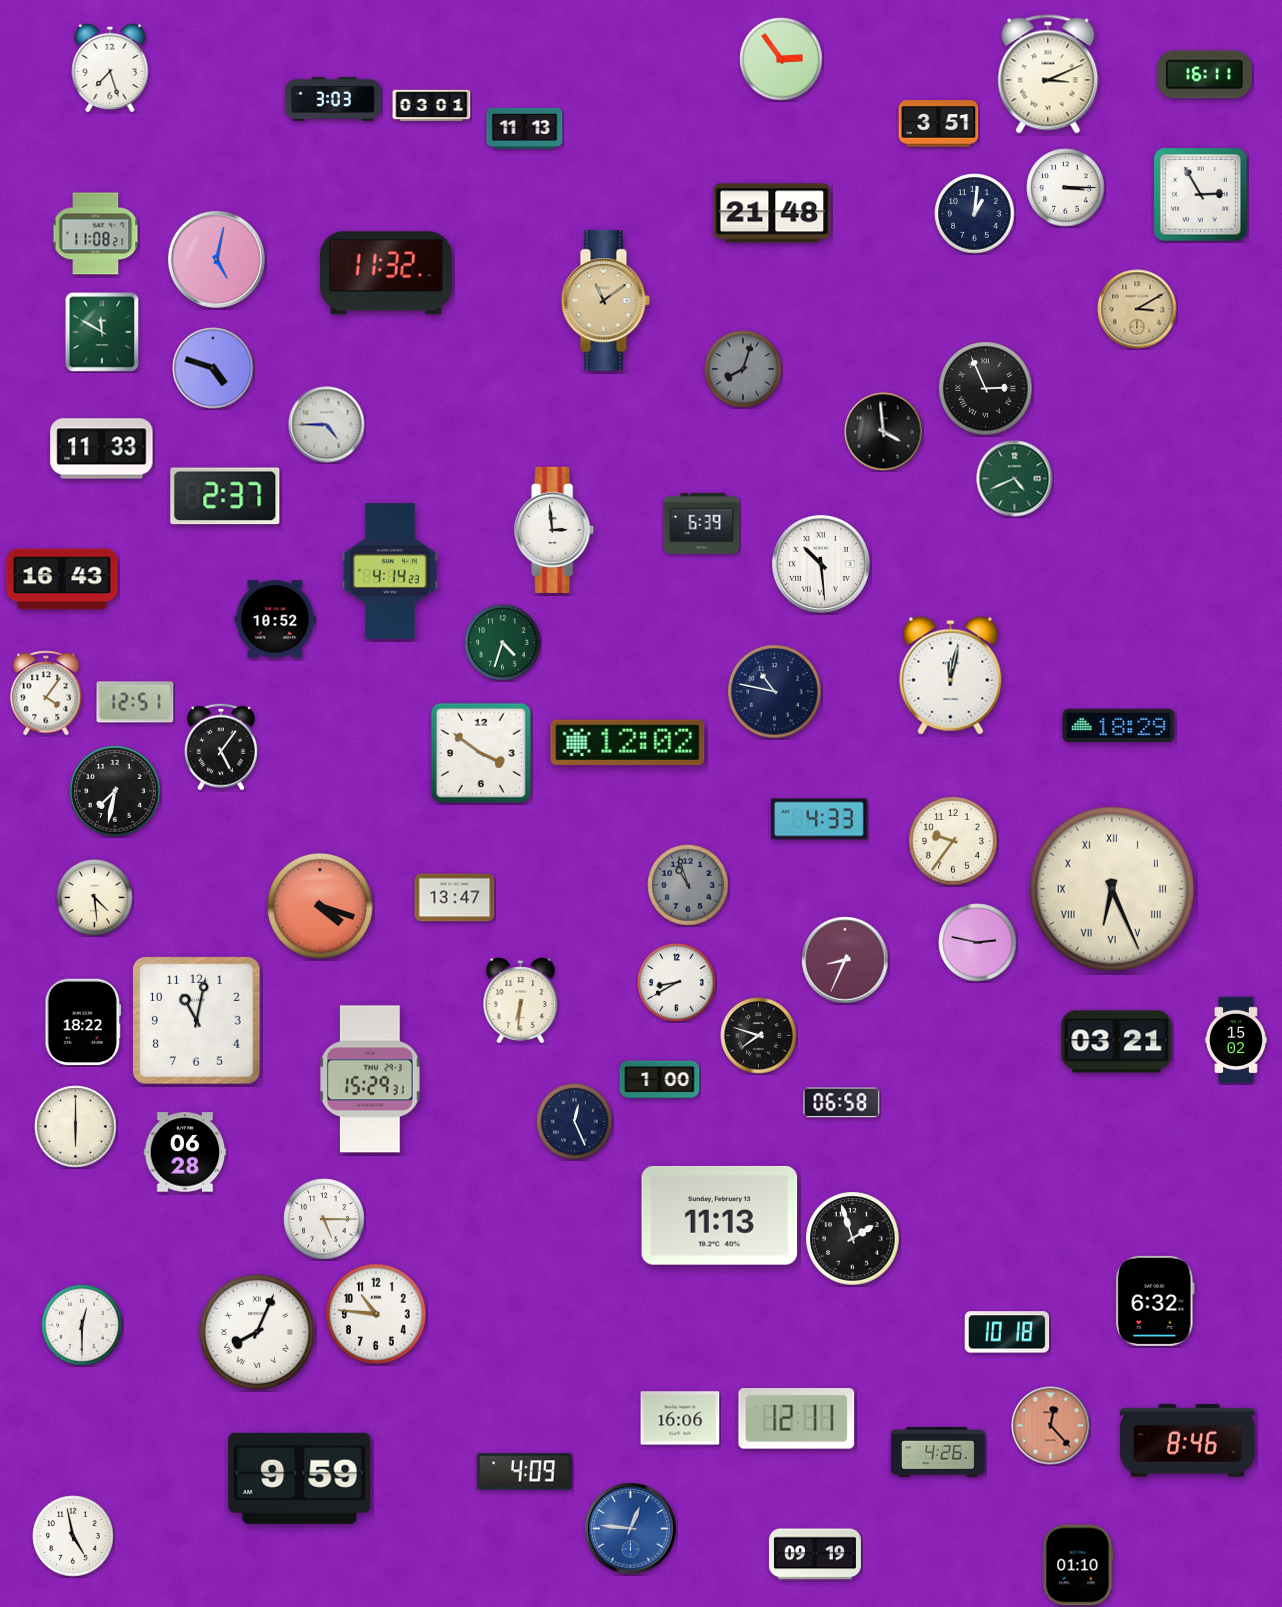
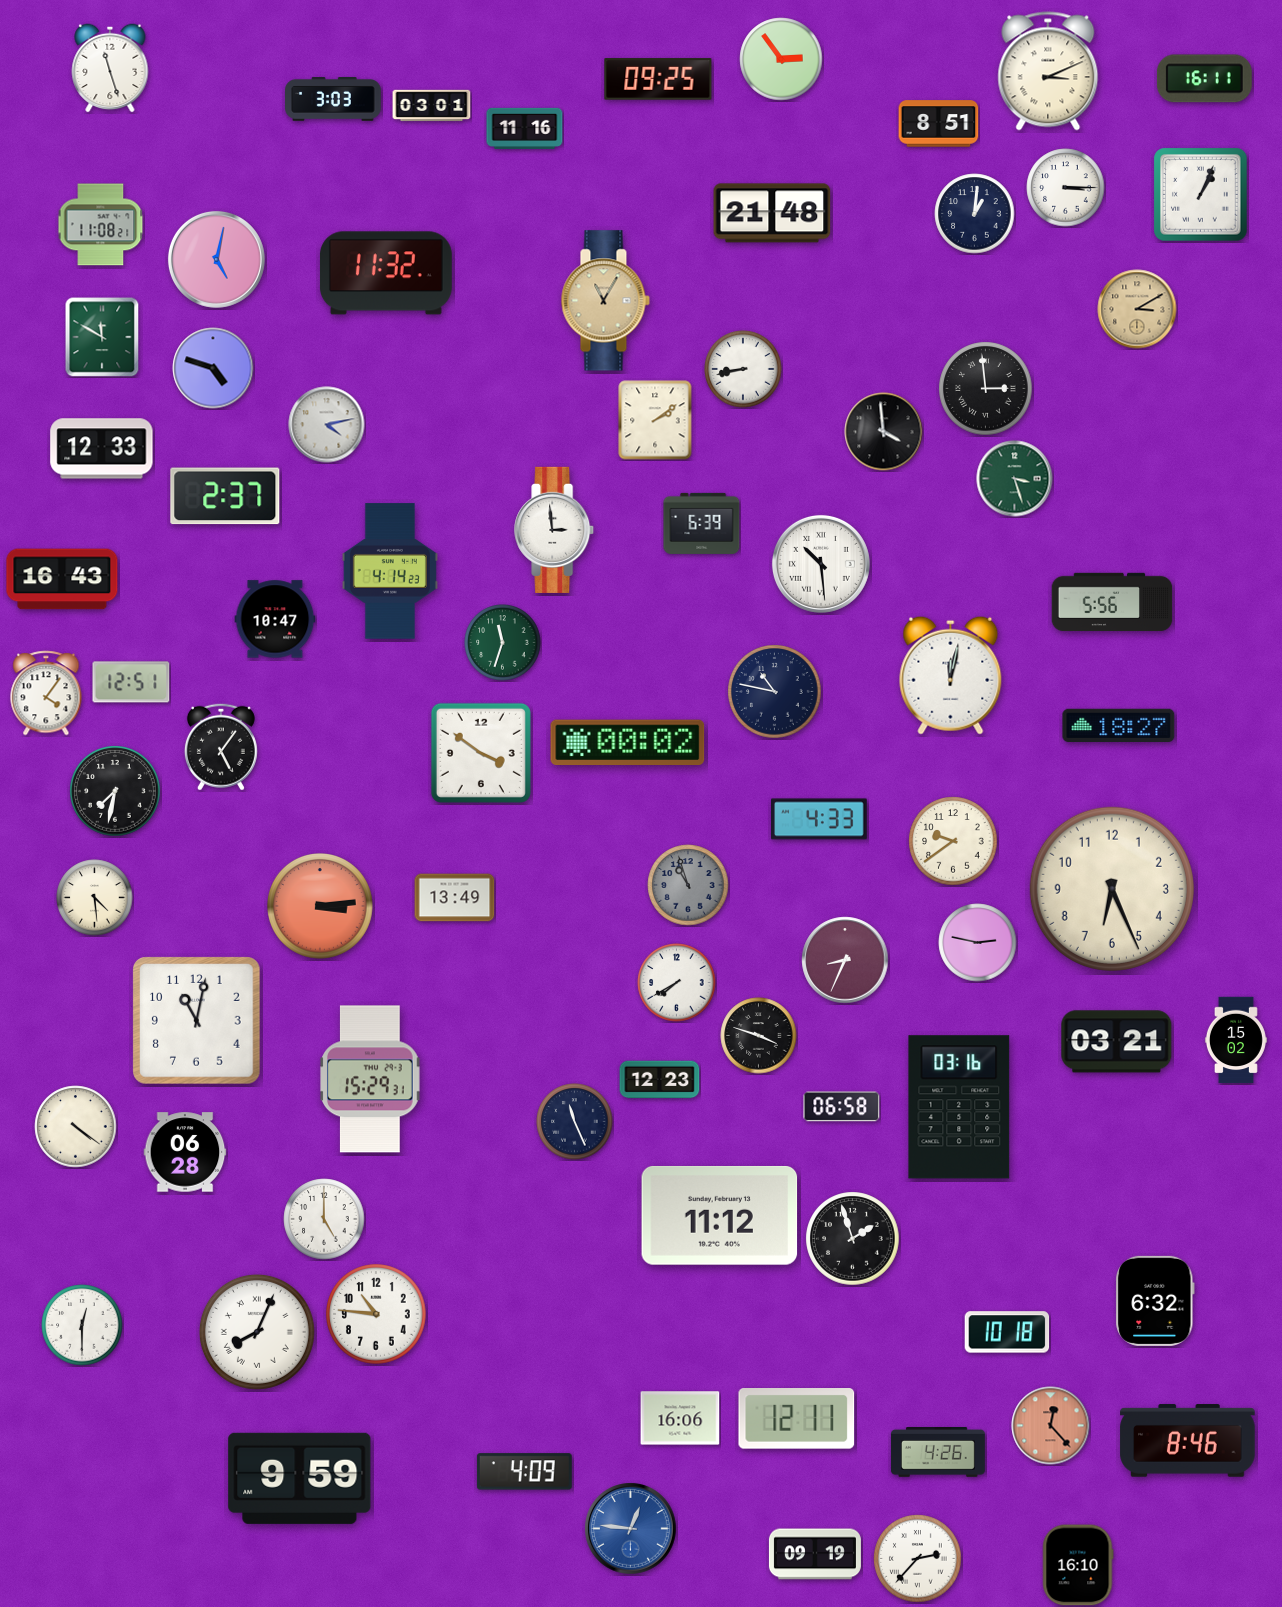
clock at (110, 68): 7:27 -> 11:27
clock at (1048, 74) position: (1048, 74) -> (1048, 71)
clock at (1204, 75) position: (1204, 75) -> (1204, 79)
clock at (658, 79): none -> 09:25
clock at (939, 124): 3:51 -> 8:51
clock at (525, 128): 11:13 -> 11:16
clock at (1201, 195): 2:55 -> 1:04
clock at (96, 234) position: (96, 234) -> (101, 225)
clock at (605, 301): 11:09 -> 11:05
clock at (102, 332) position: (102, 332) -> (102, 337)
clock at (743, 369): 8:03 -> 8:43
clock at (743, 369) dial: grey -> white
clock at (986, 389): 2:56 -> 2:59
clock at (655, 420): none -> 2:09
clock at (327, 425): 4:45 -> 4:13
clock at (102, 449): 11:33 -> 12:33
clock at (1015, 479): 4:41 -> 3:27
clock at (1112, 602): none -> 5:56
clock at (275, 619): 10:52 -> 10:47
clock at (503, 643): 4:33 -> 11:33
clock at (135, 702) position: (135, 702) -> (131, 682)
clock at (1119, 725): 18:29 -> 18:27
clock at (628, 743): 12:02 -> 00:02
clock at (953, 841): 9:36 -> 9:39
clock at (1112, 889) numerals: Roman -> Arabic
clock at (455, 898): 13:47 -> 13:49
clock at (321, 907): 4:18 -> 3:14
clock at (677, 983): 8:40 -> 7:40
clock at (521, 1001): 6:31 -> none
clock at (83, 1022): 18:22 -> none
clock at (759, 1036): 7:48 -> 3:48
clock at (660, 1080): 1:00 -> 12:23
clock at (842, 1103) position: (842, 1103) -> (842, 1107)
clock at (959, 1107): none -> 03:16
clock at (575, 1122): 12:26 -> 11:26
clock at (76, 1127): 6:00 -> 4:21
clock at (720, 1215): 11:13 -> 11:12
clock at (324, 1219): 5:15 -> 5:00
clock at (73, 1536): 4:58 -> none
clock at (918, 1559): none -> 2:37
clock at (1078, 1565): 01:10 -> 16:10
